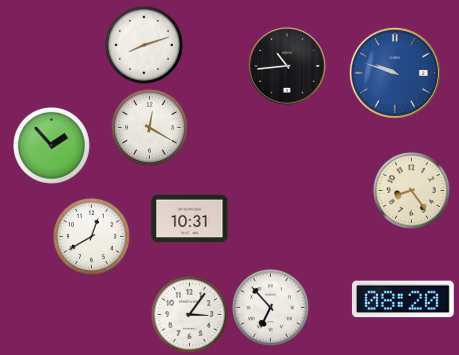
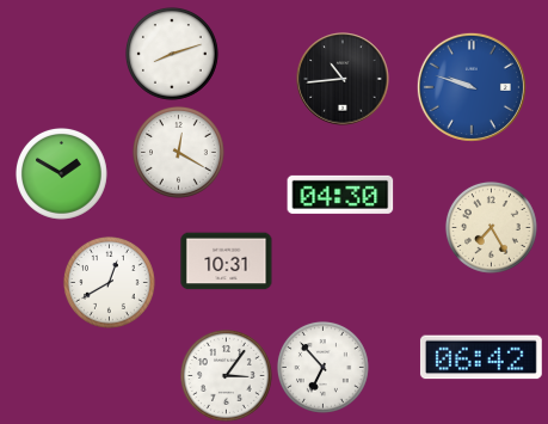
clock at (52, 146): 1:53 -> 1:50
clock at (340, 195): none -> 04:30
clock at (412, 191): 8:24 -> 7:25
clock at (403, 299): 08:20 -> 06:42
